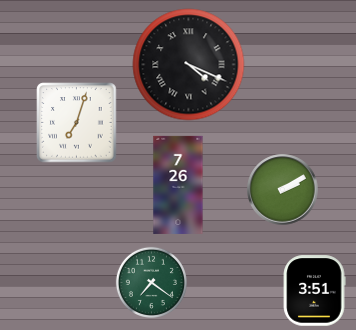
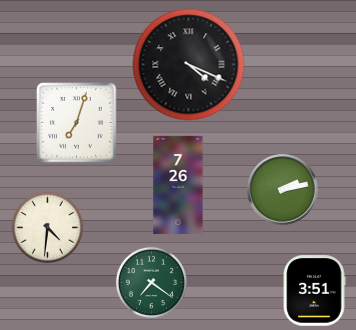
clock at (283, 190): 2:10 -> 2:13
clock at (47, 227): none -> 4:31
